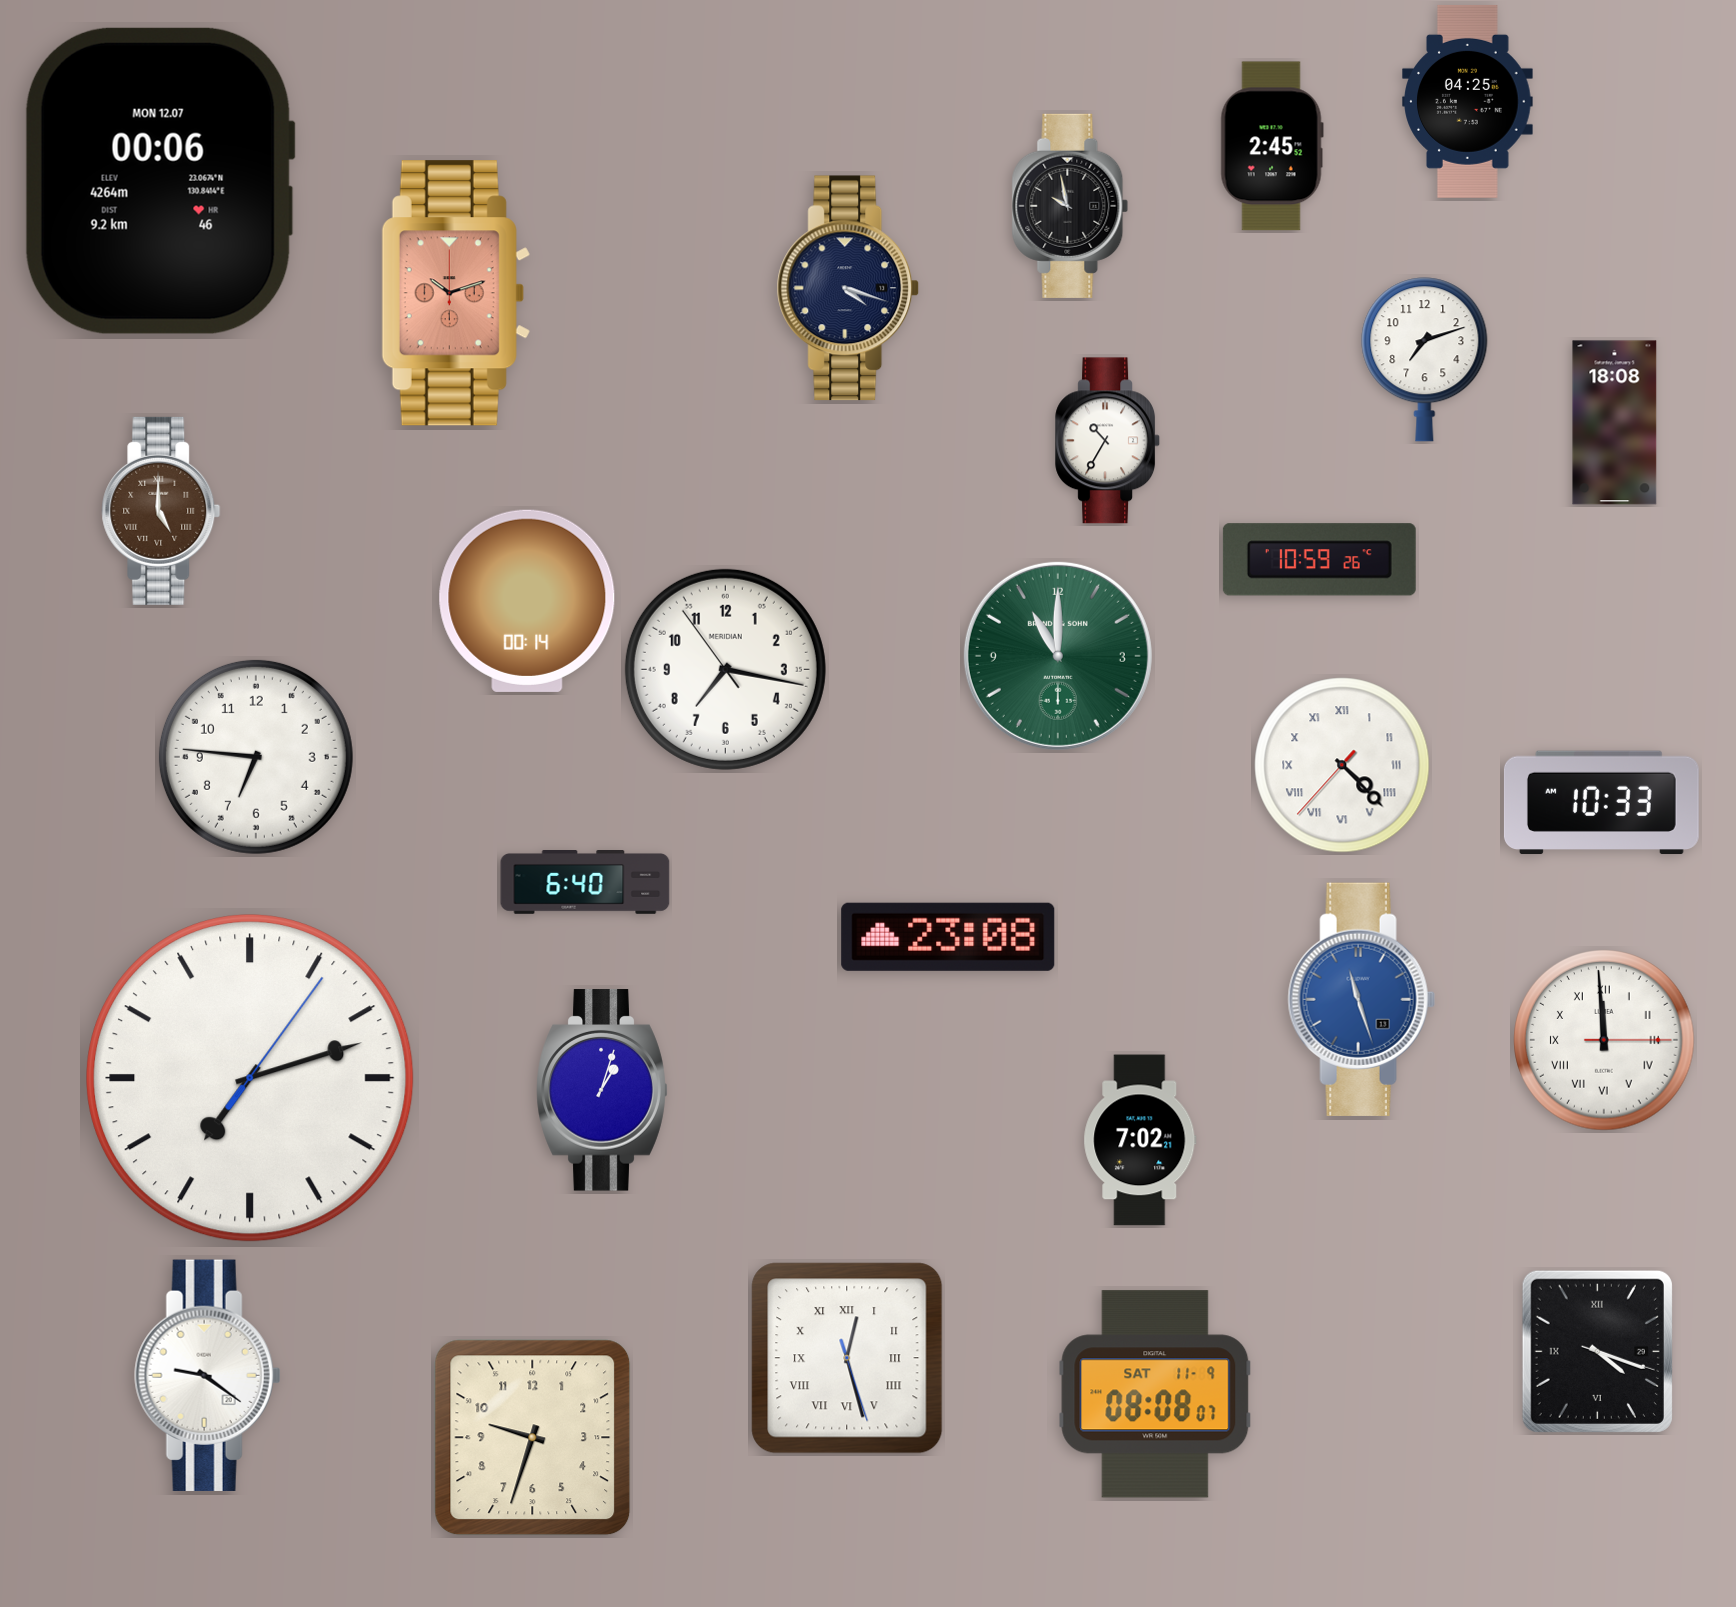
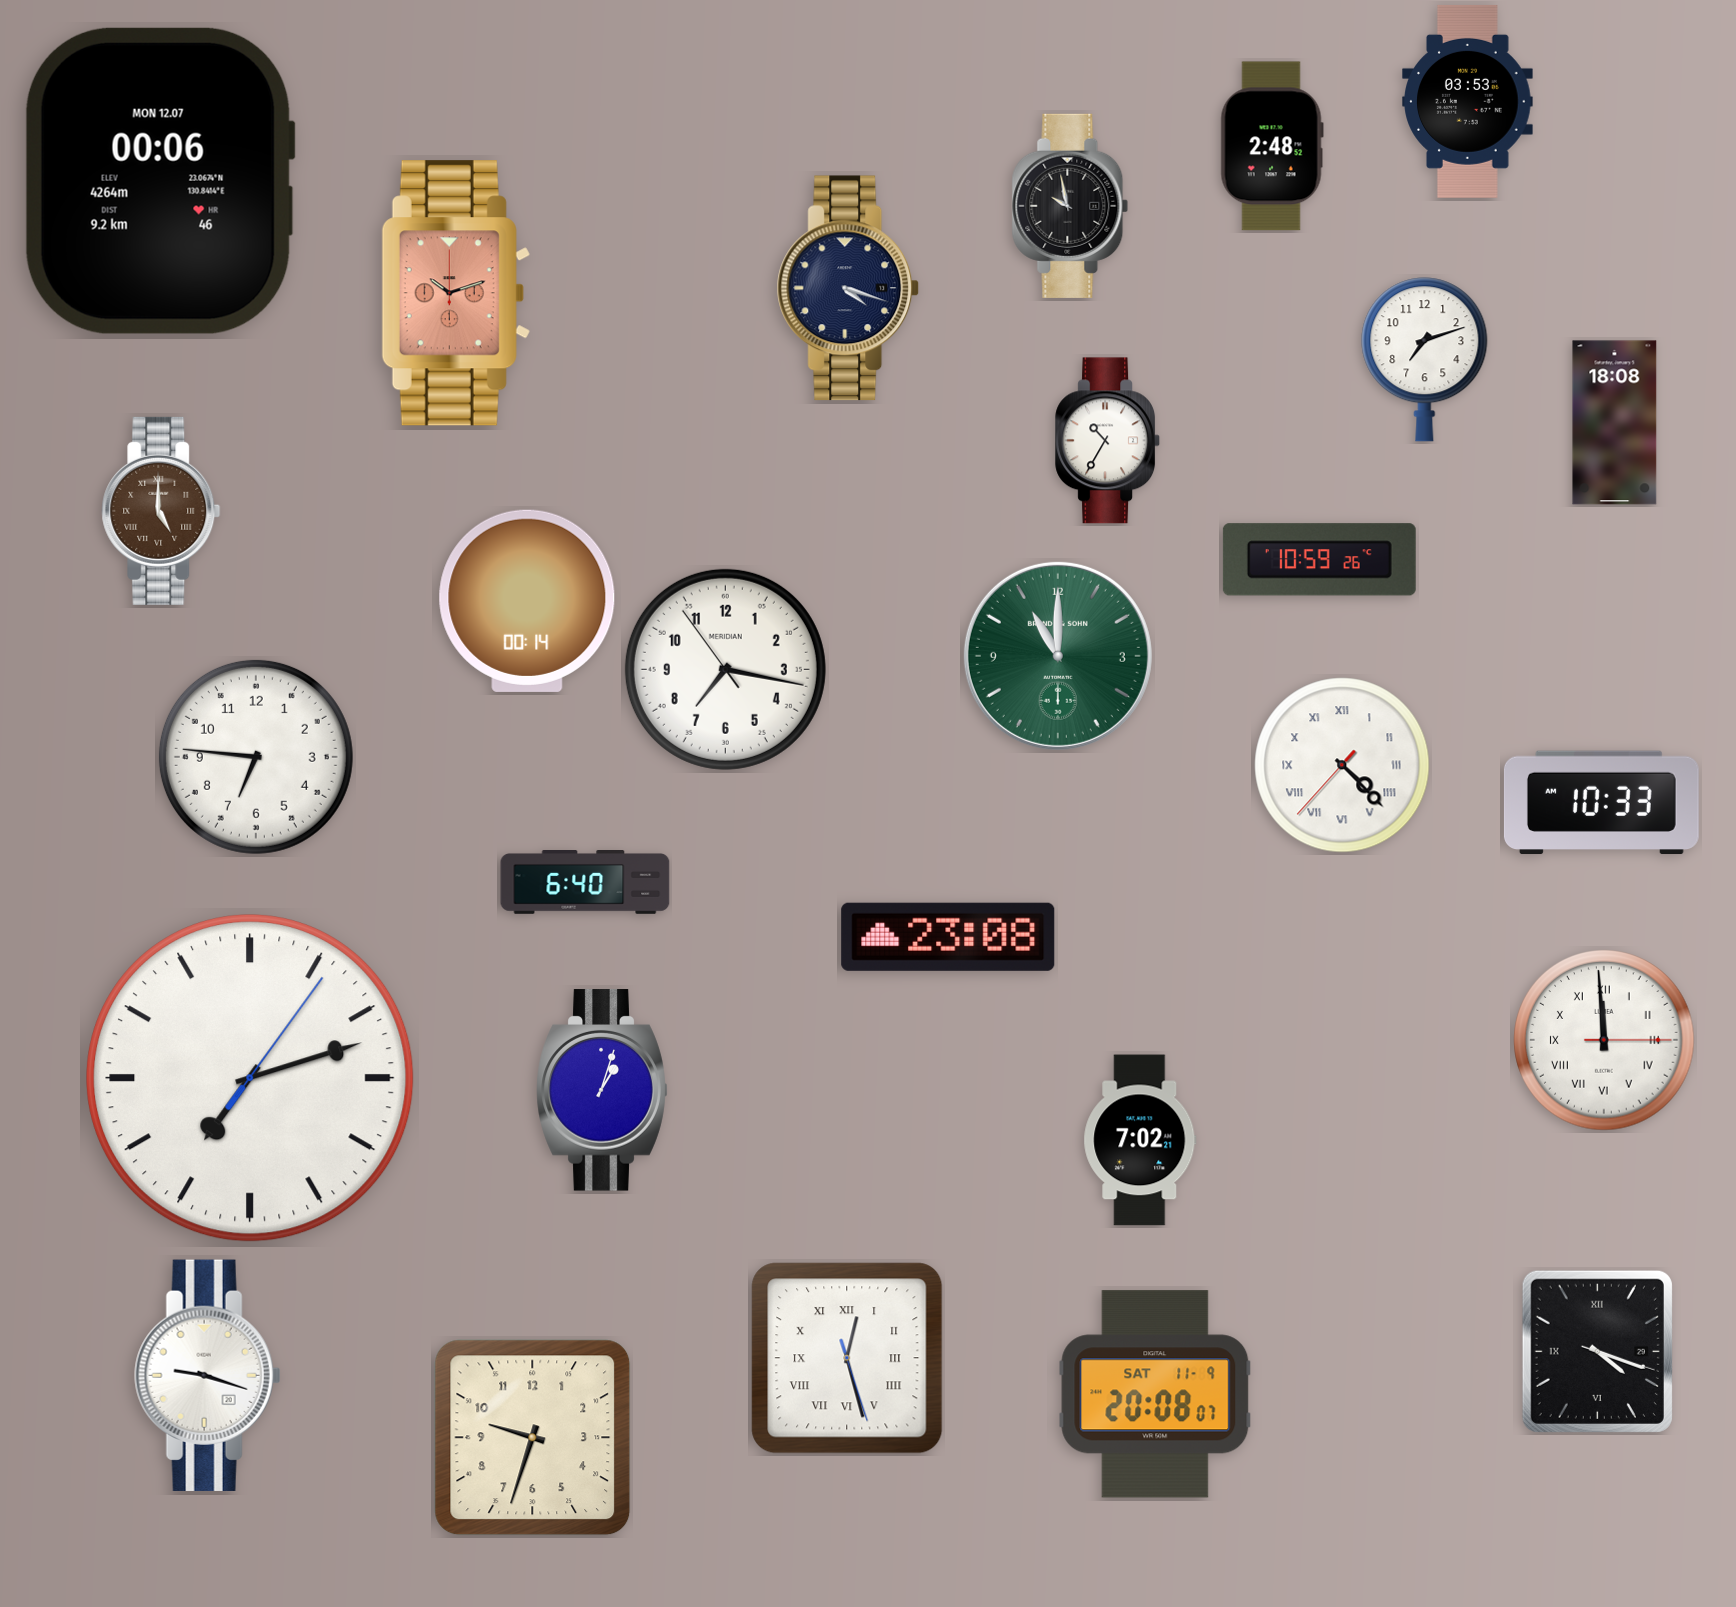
clock at (1468, 101): 04:25 -> 03:53
clock at (1272, 146): 2:45 -> 2:48
clock at (1361, 999): 11:27 -> none
clock at (208, 1375): 9:21 -> 9:18
clock at (1155, 1394): 08:08 -> 20:08
